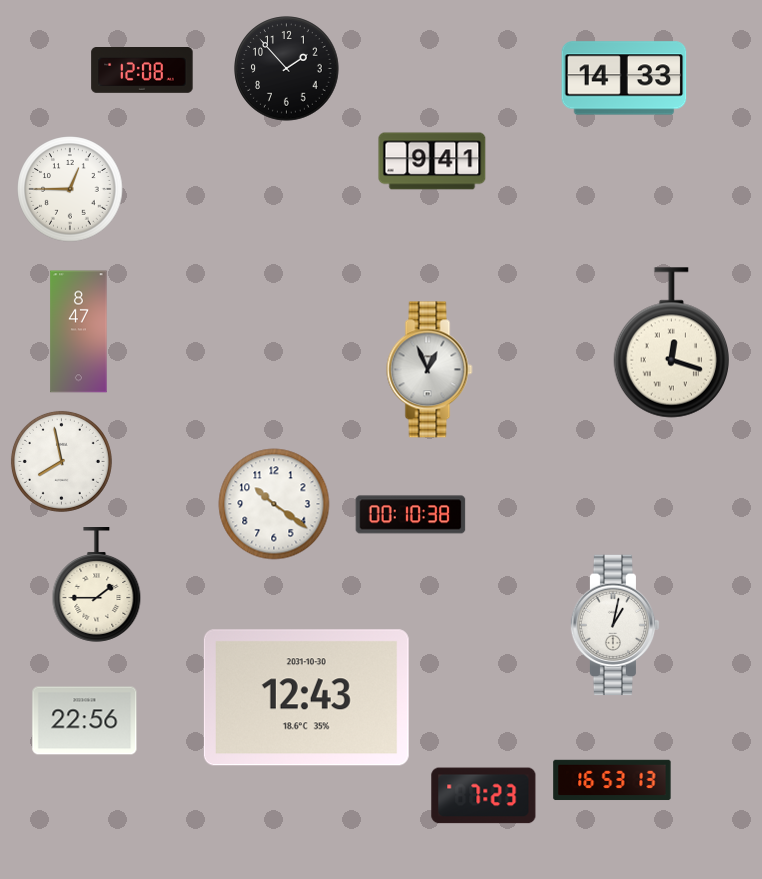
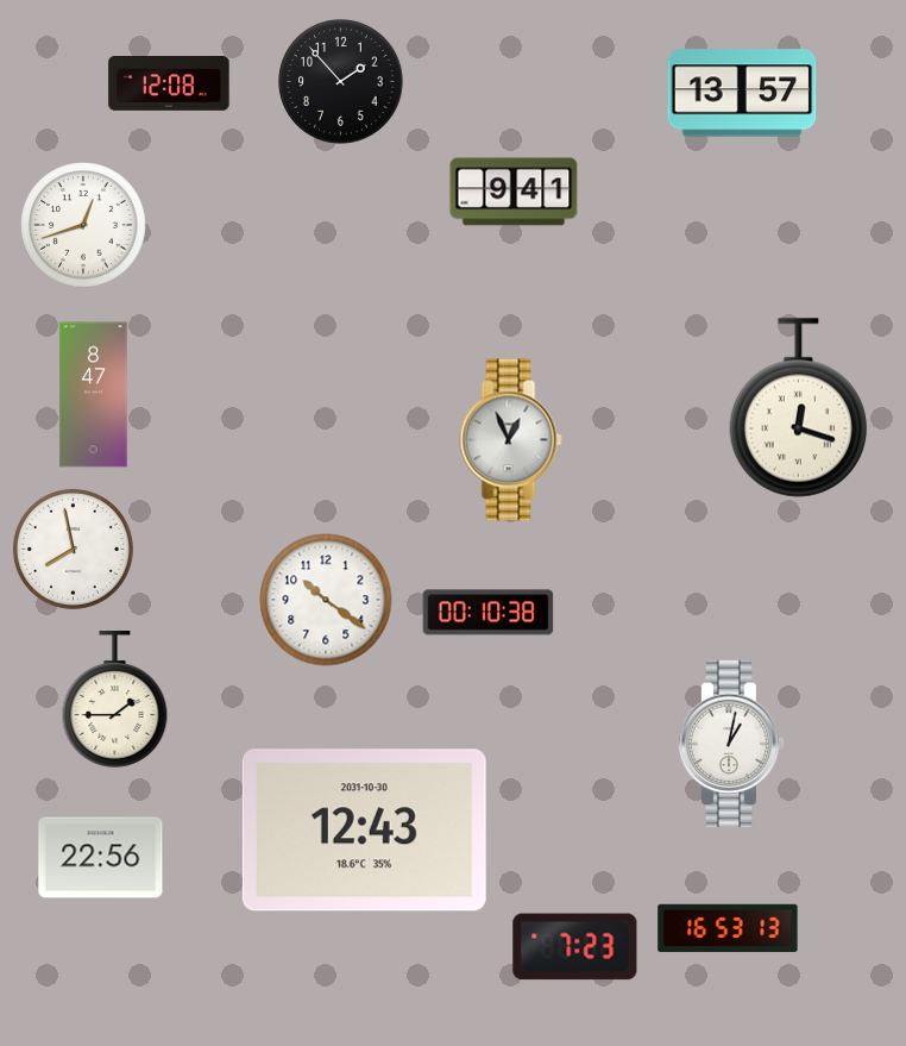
clock at (624, 78): 14:33 -> 13:57
clock at (70, 189): 12:45 -> 12:42
clock at (97, 585) position: (97, 585) -> (115, 700)
